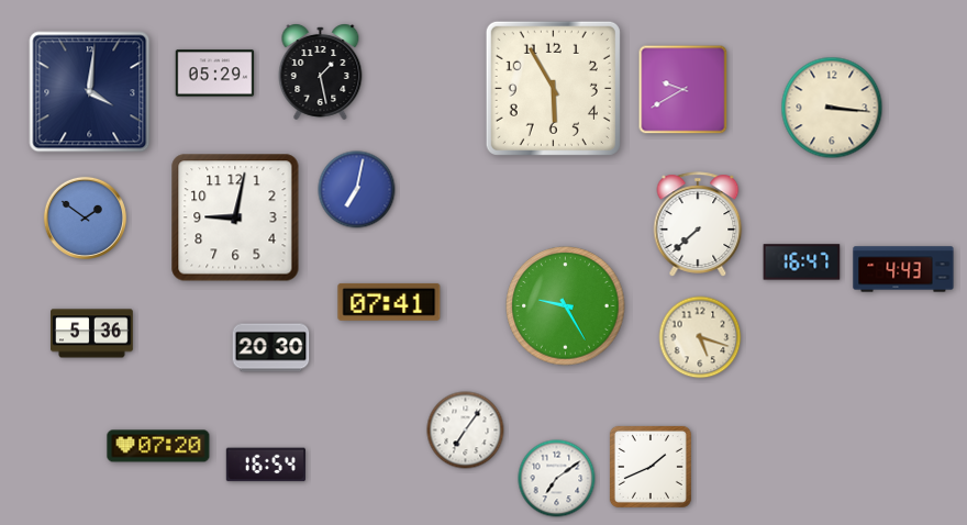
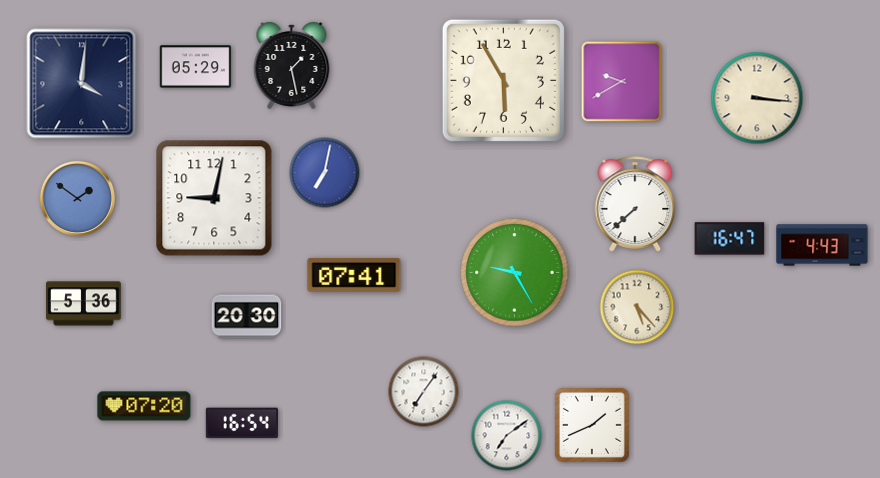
clock at (566, 306) position: (566, 306) -> (515, 273)
clock at (700, 337): 5:18 -> 5:23
